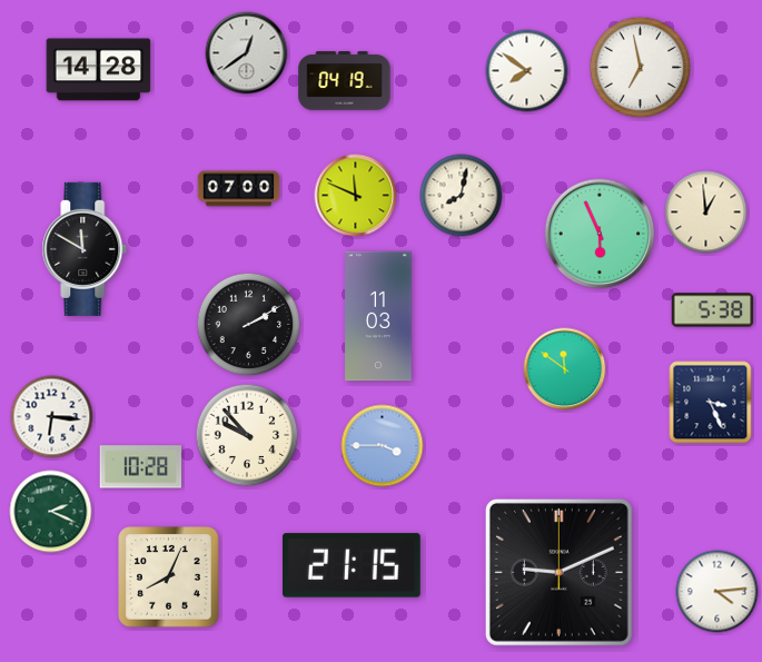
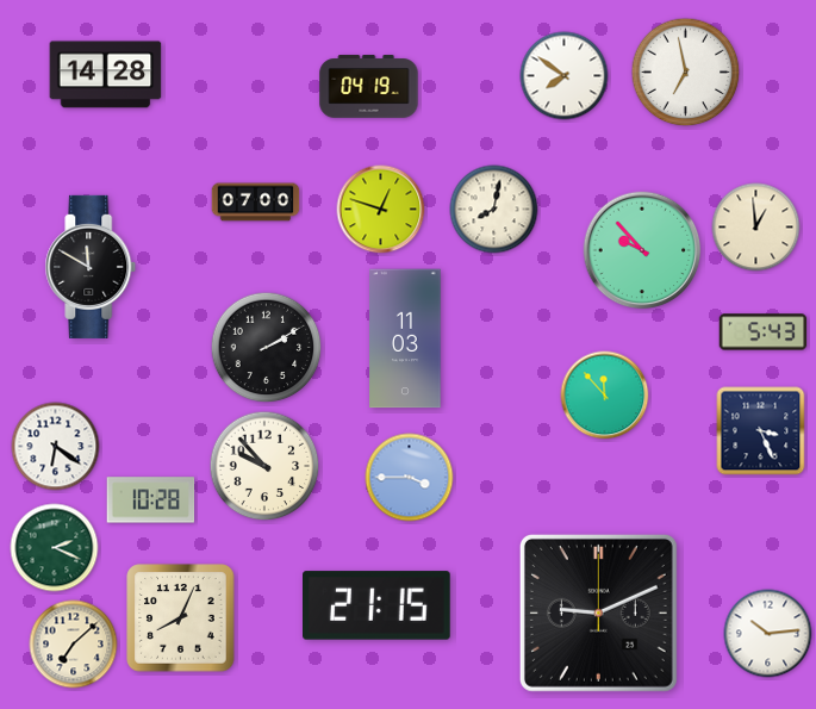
clock at (247, 53): 12:39 -> none
clock at (356, 196): 11:49 -> 12:48
clock at (600, 234): 5:56 -> 9:53
clock at (713, 310): 5:38 -> 5:43
clock at (565, 369): 11:51 -> 11:53
clock at (52, 417): 6:16 -> 6:21
clock at (718, 592): 4:14 -> 10:14
clock at (74, 645): none -> 7:08
